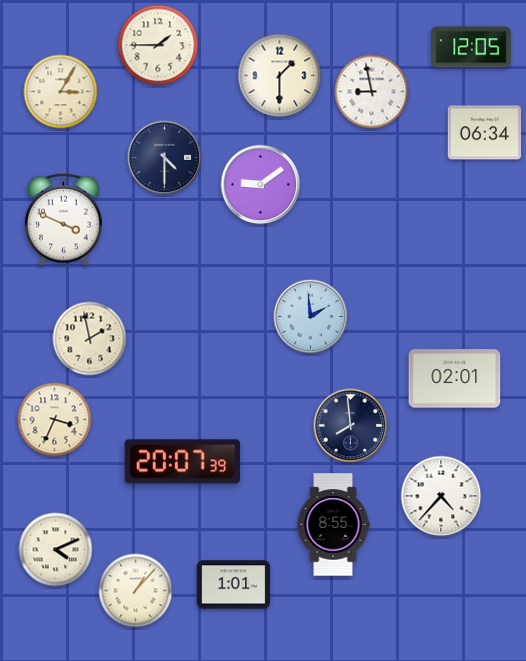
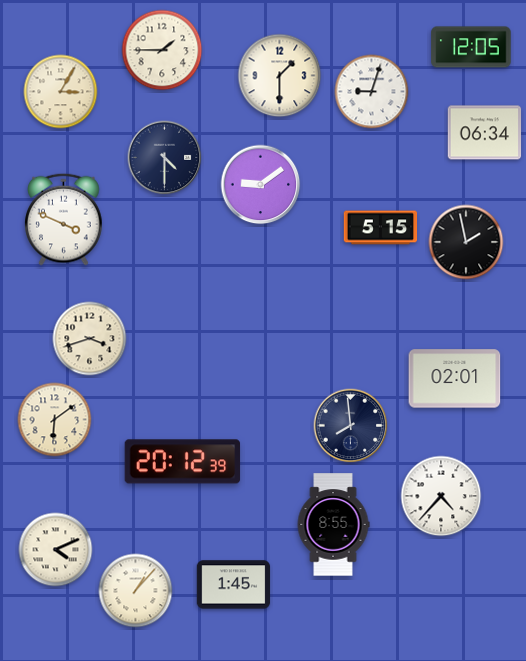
clock at (158, 45) position: (158, 45) -> (162, 50)
clock at (372, 92): 8:58 -> 9:03
clock at (381, 228): none -> 5:15
clock at (466, 242): none -> 1:58
clock at (311, 317): 1:59 -> none
clock at (90, 339): 1:58 -> 3:42
clock at (55, 420): 3:34 -> 6:09
clock at (183, 462): 20:07 -> 20:12
clock at (234, 585): 1:01 -> 1:45
